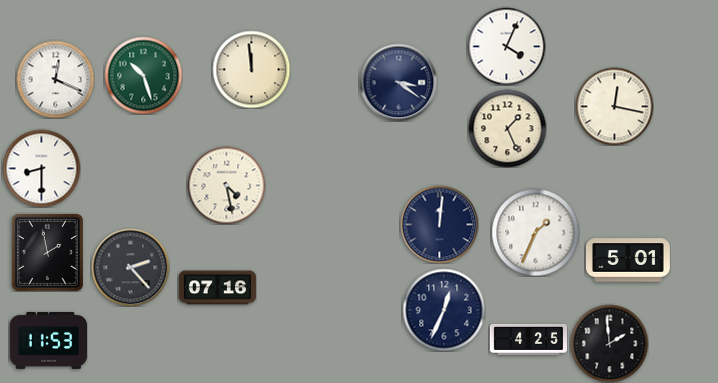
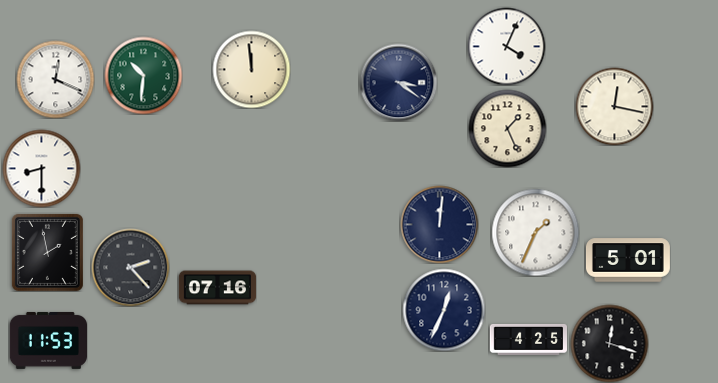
clock at (143, 75): 10:27 -> 10:31
clock at (226, 185): 4:28 -> none
clock at (609, 343): 1:59 -> 12:18
